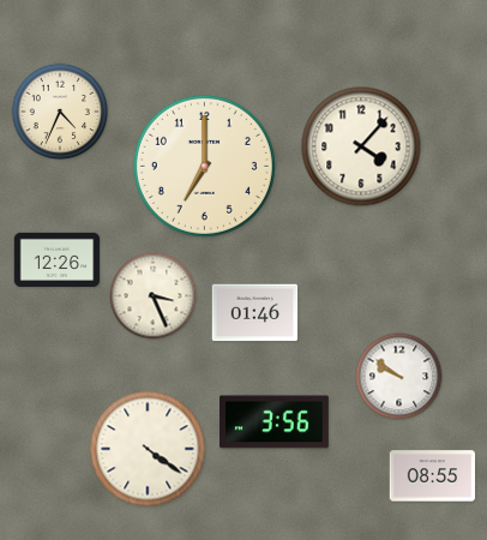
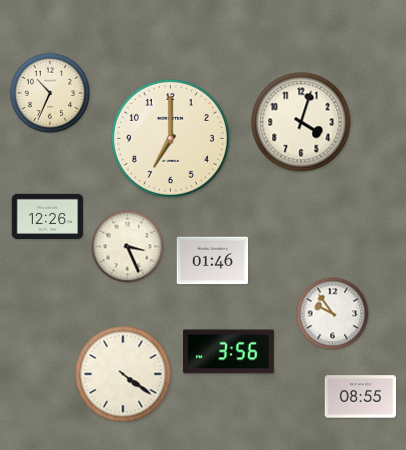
clock at (60, 112): 4:34 -> 10:34
clock at (361, 146): 4:07 -> 4:03
clock at (399, 377): 9:51 -> 9:54
